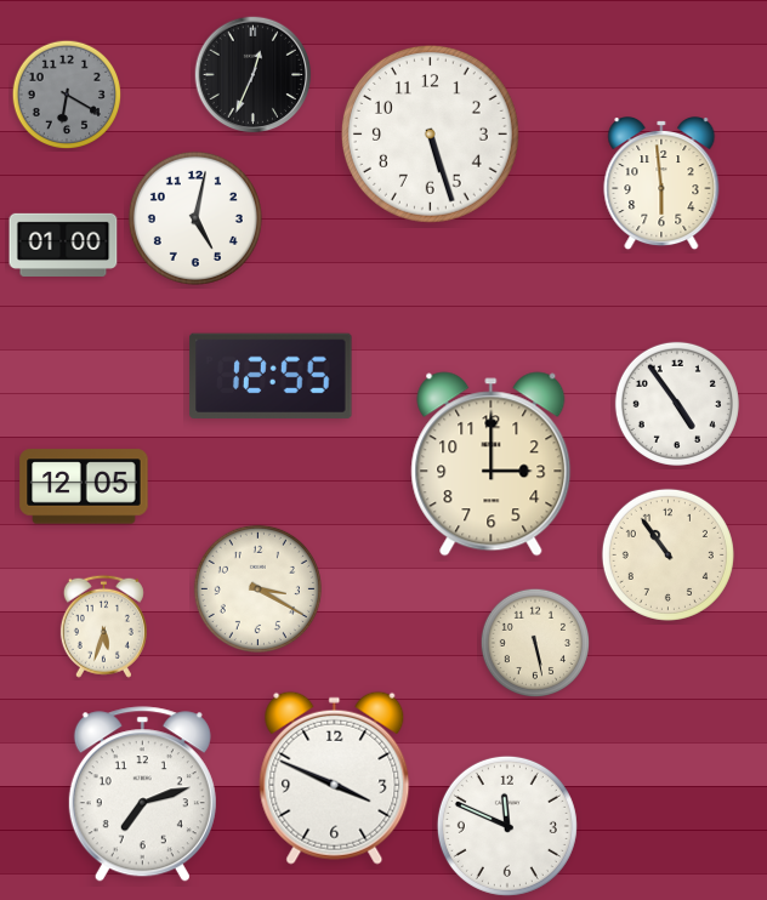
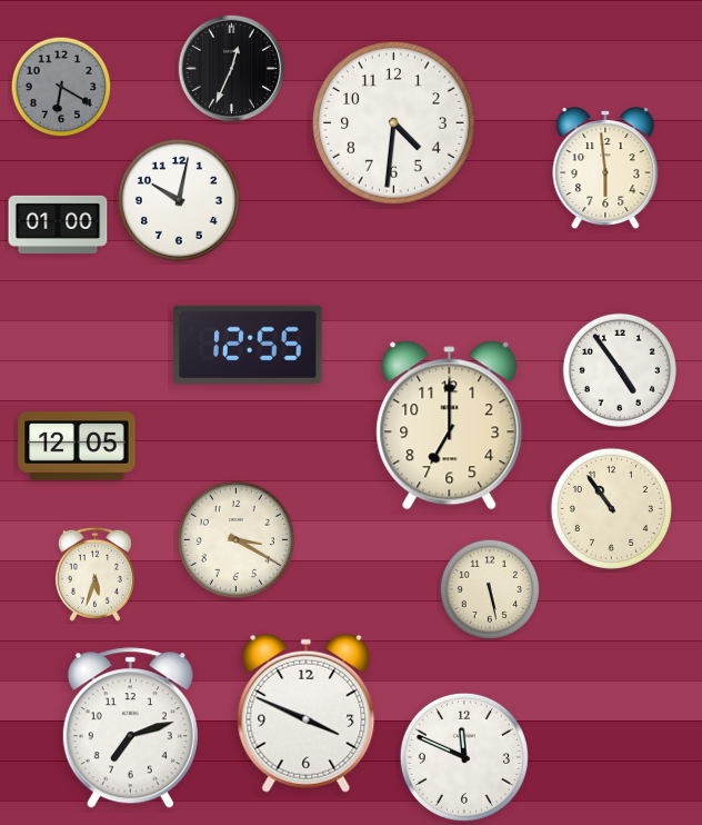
clock at (430, 133): 5:27 -> 4:31
clock at (195, 218): 5:02 -> 10:02
clock at (492, 465): 3:00 -> 7:00
